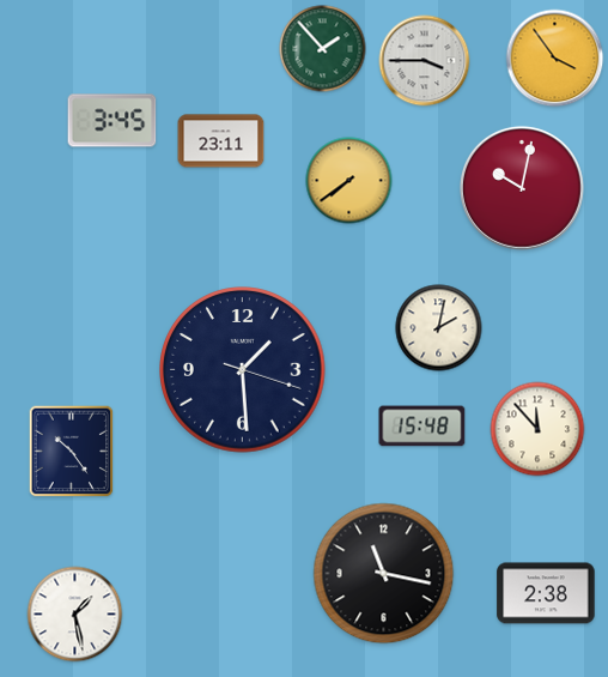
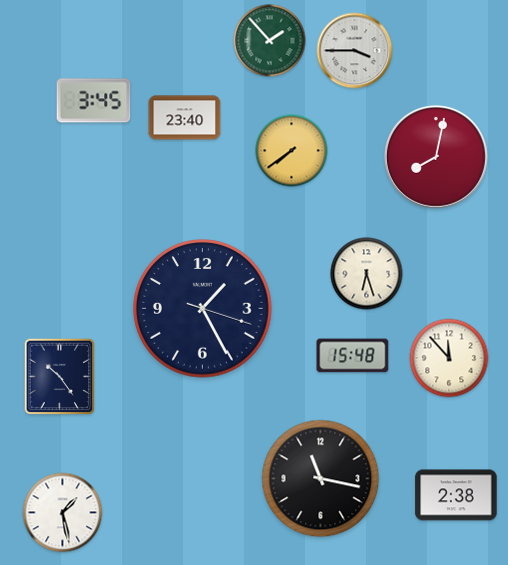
clock at (555, 59): 3:54 -> none
clock at (221, 141): 23:11 -> 23:40
clock at (522, 188): 10:02 -> 8:02
clock at (439, 328): 2:02 -> 6:27
clock at (243, 370): 1:29 -> 1:25
